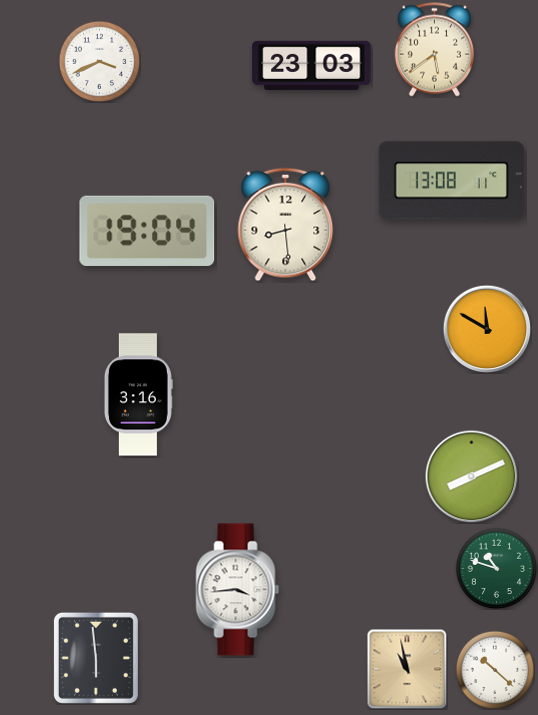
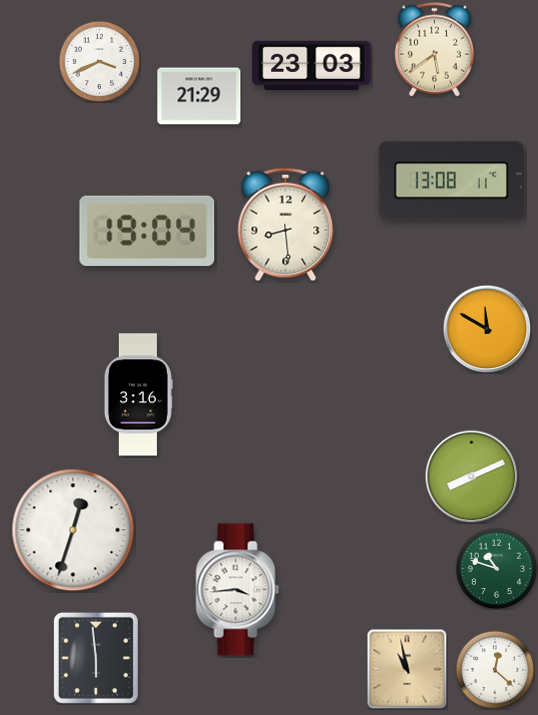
clock at (199, 96): none -> 21:29
clock at (73, 530): none -> 12:33
clock at (495, 670): 10:22 -> 12:22
